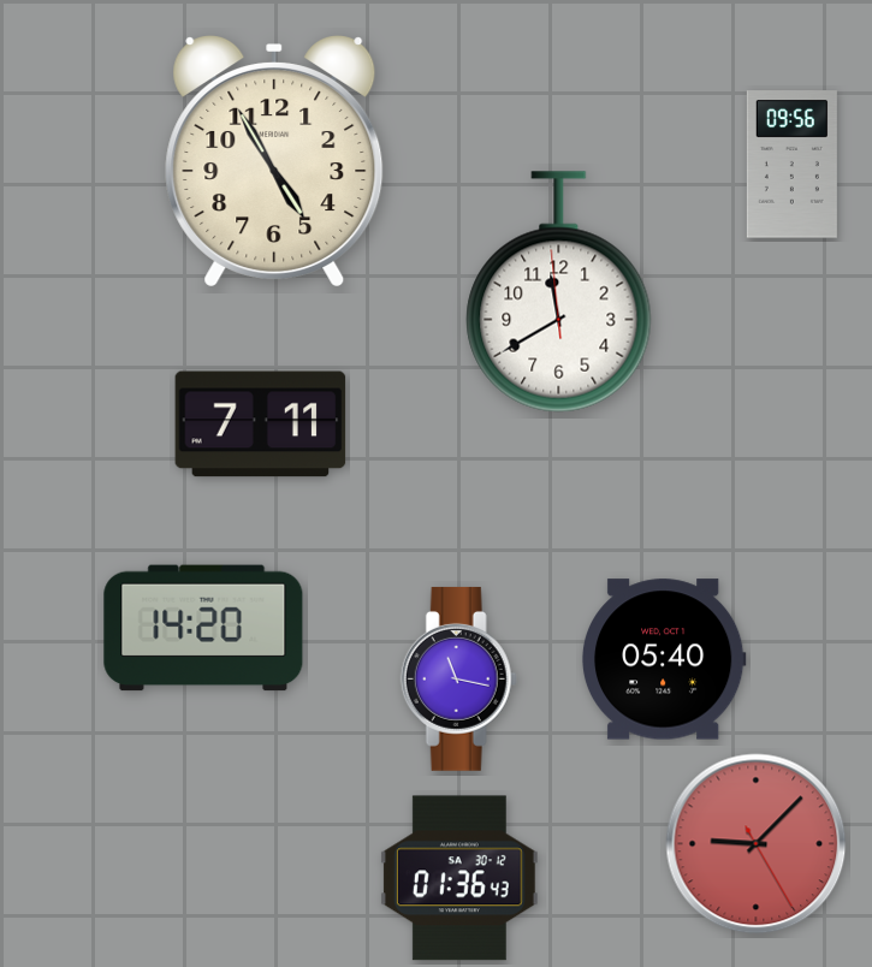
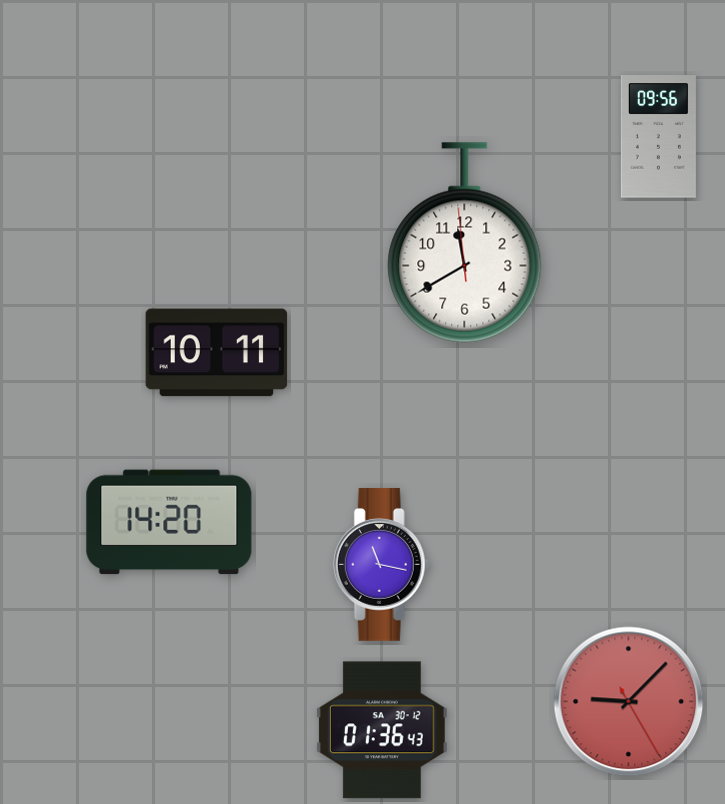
clock at (274, 162): 4:55 -> none
clock at (261, 425): 7:11 -> 10:11
clock at (664, 659): 05:40 -> none
